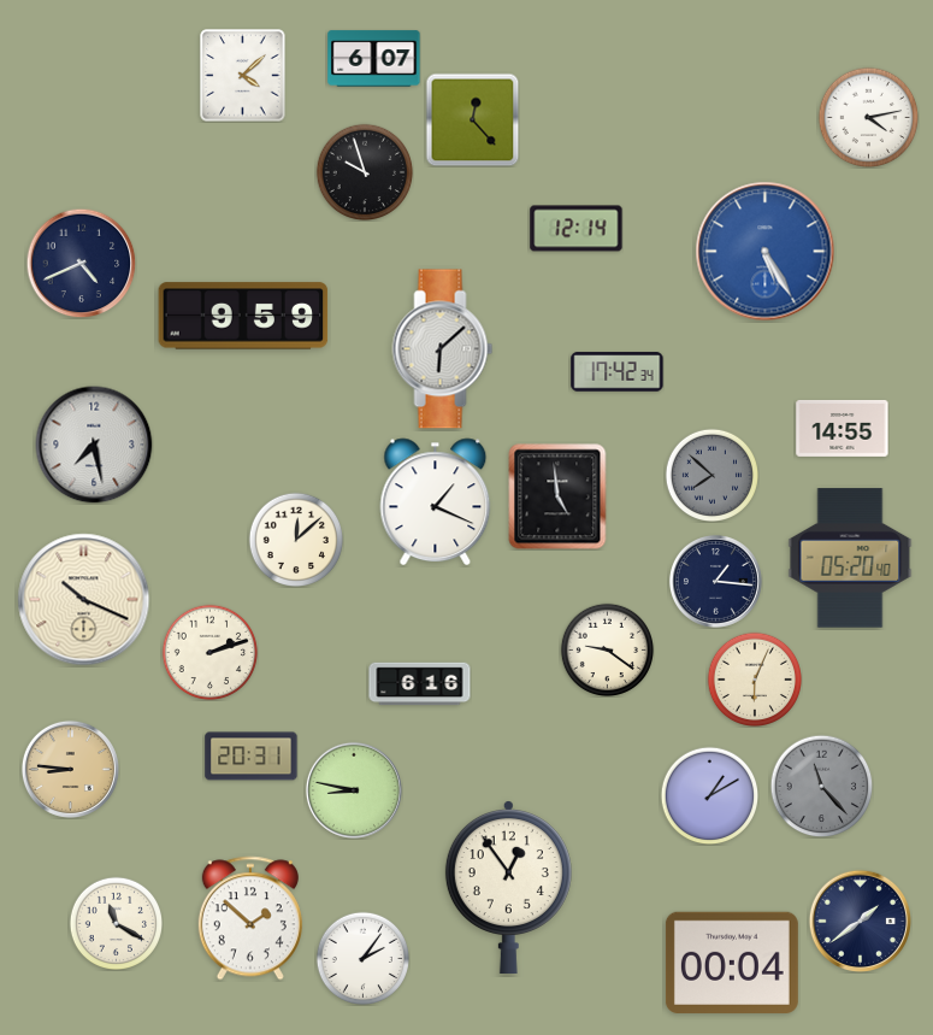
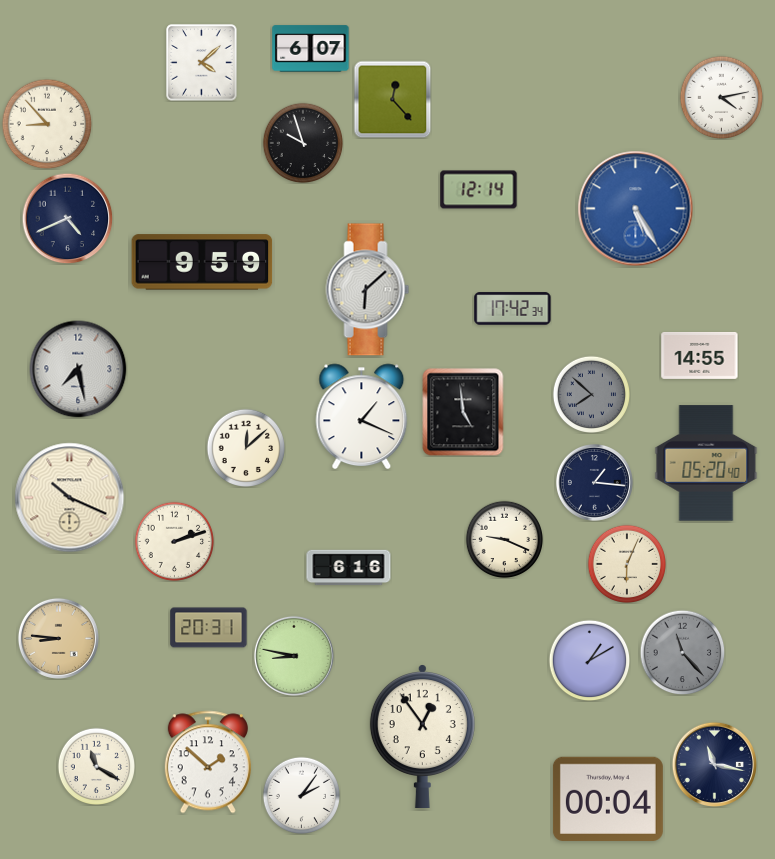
clock at (47, 124): none -> 8:53
clock at (607, 649): 9:21 -> 9:19
clock at (860, 921): 1:39 -> 11:17
